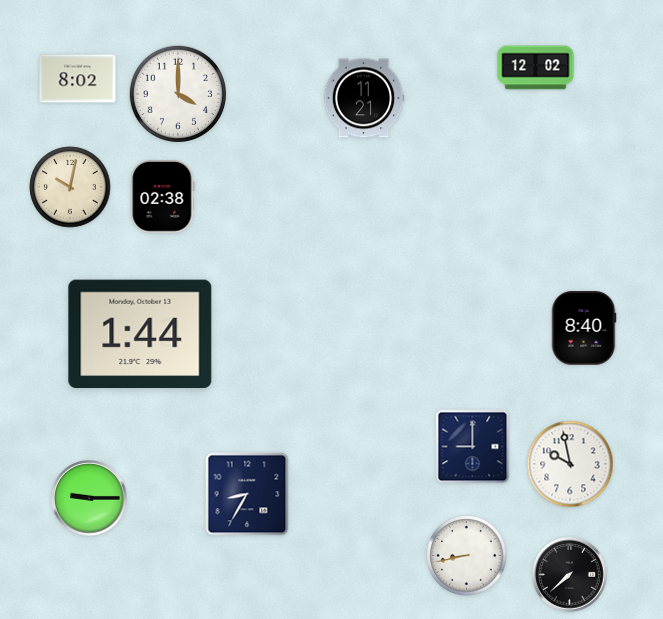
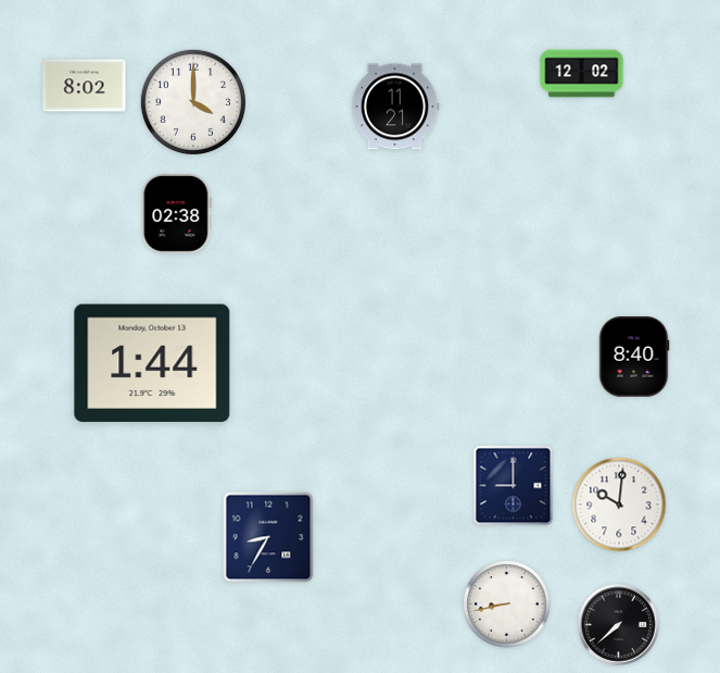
clock at (70, 187): 10:02 -> none
clock at (570, 464): 9:58 -> 10:01
clock at (89, 498): 9:15 -> none
